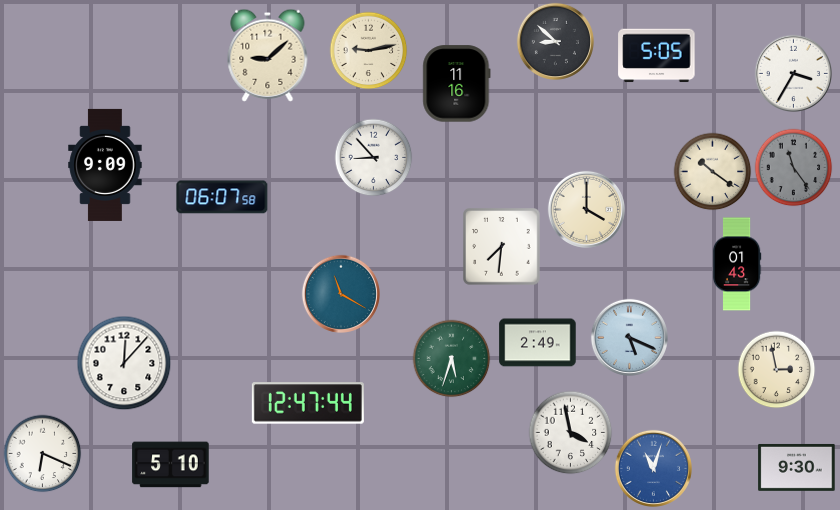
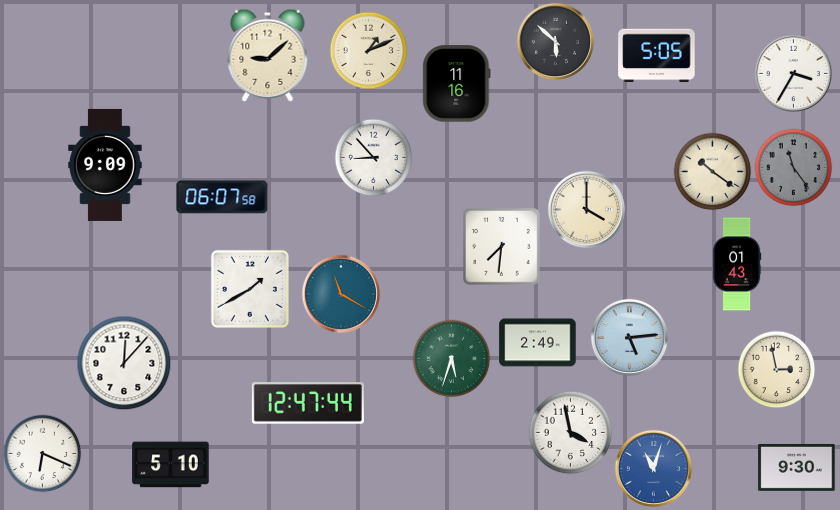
clock at (555, 41): 8:52 -> 5:52
clock at (368, 50): 9:13 -> 1:11
clock at (250, 289): none -> 1:40
clock at (629, 337): 5:19 -> 5:14
